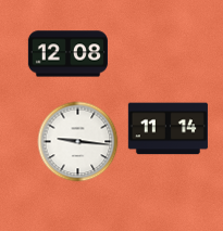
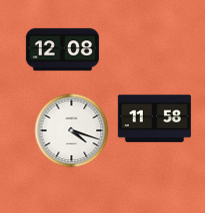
clock at (168, 129): 11:14 -> 11:58
clock at (78, 142): 9:16 -> 4:18
